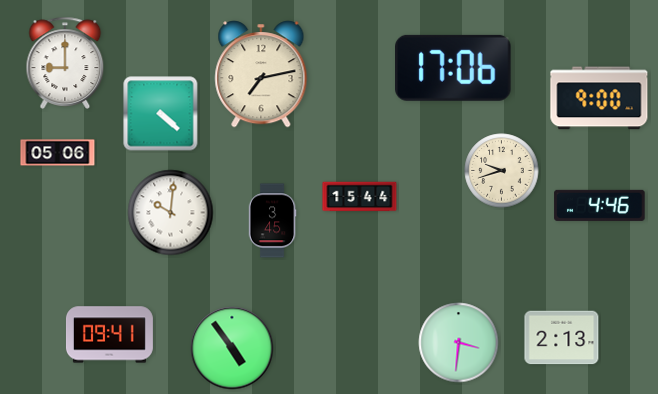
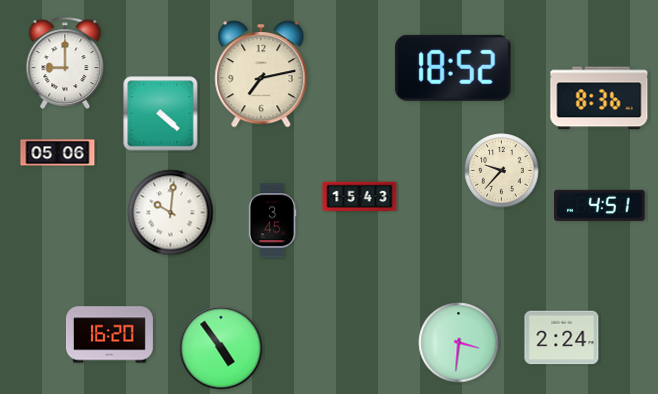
clock at (454, 68): 17:06 -> 18:52
clock at (599, 98): 9:00 -> 8:36
clock at (502, 171): 9:42 -> 9:37
clock at (360, 197): 15:44 -> 15:43
clock at (600, 205): 4:46 -> 4:51
clock at (109, 335): 09:41 -> 16:20
clock at (562, 338): 2:13 -> 2:24
clock at (232, 348) position: (232, 348) -> (221, 348)
